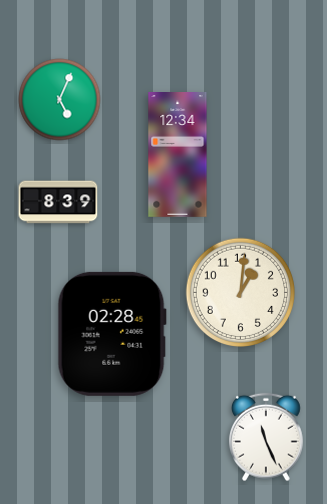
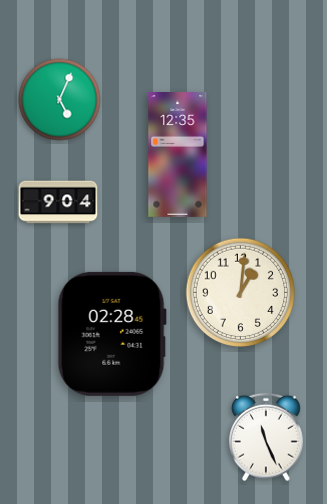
clock at (178, 155): 12:34 -> 12:35
clock at (58, 202): 8:39 -> 9:04
